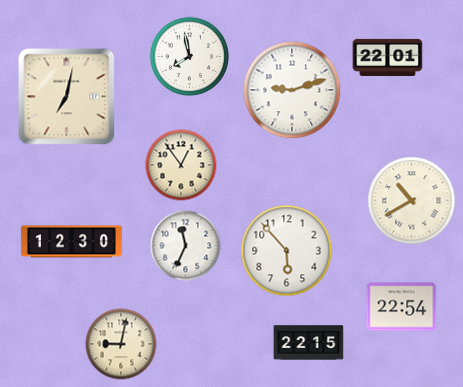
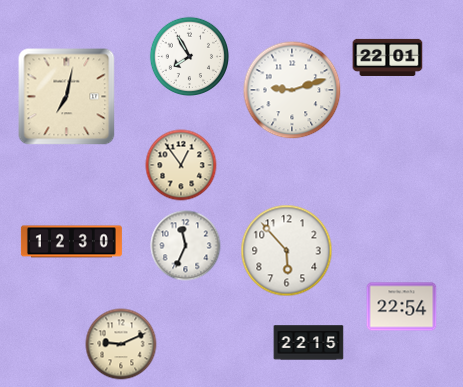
clock at (189, 56): 7:58 -> 7:55
clock at (412, 201): 10:40 -> none
clock at (121, 344): 9:02 -> 9:11
